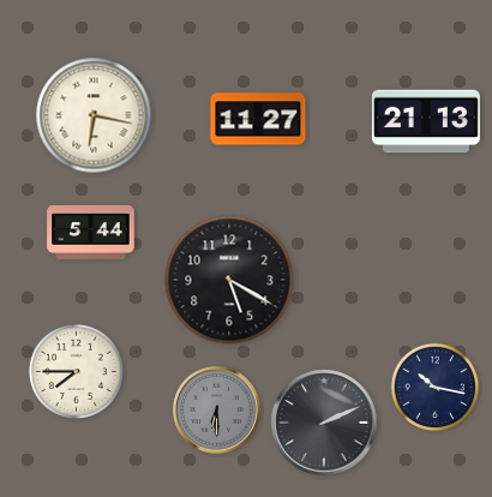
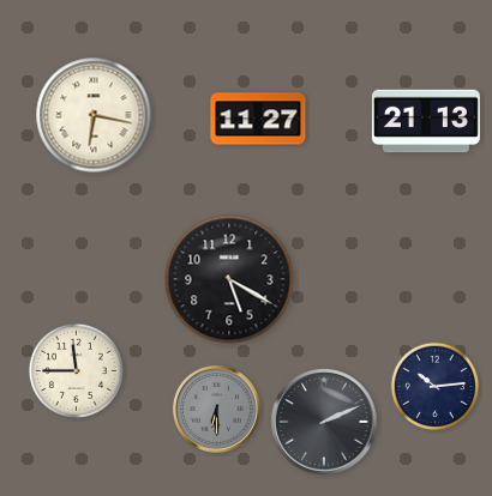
clock at (91, 232): 5:44 -> none
clock at (76, 371): 7:45 -> 11:45
clock at (436, 388): 10:17 -> 10:14
